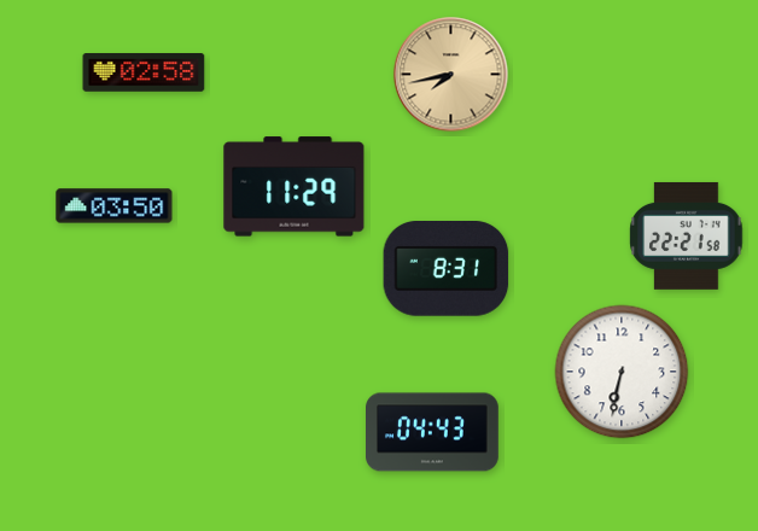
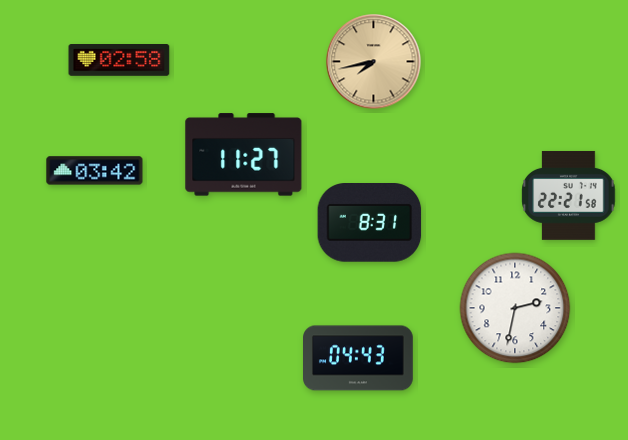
clock at (295, 187): 11:29 -> 11:27
clock at (115, 206): 03:50 -> 03:42
clock at (622, 372): 6:32 -> 2:32
